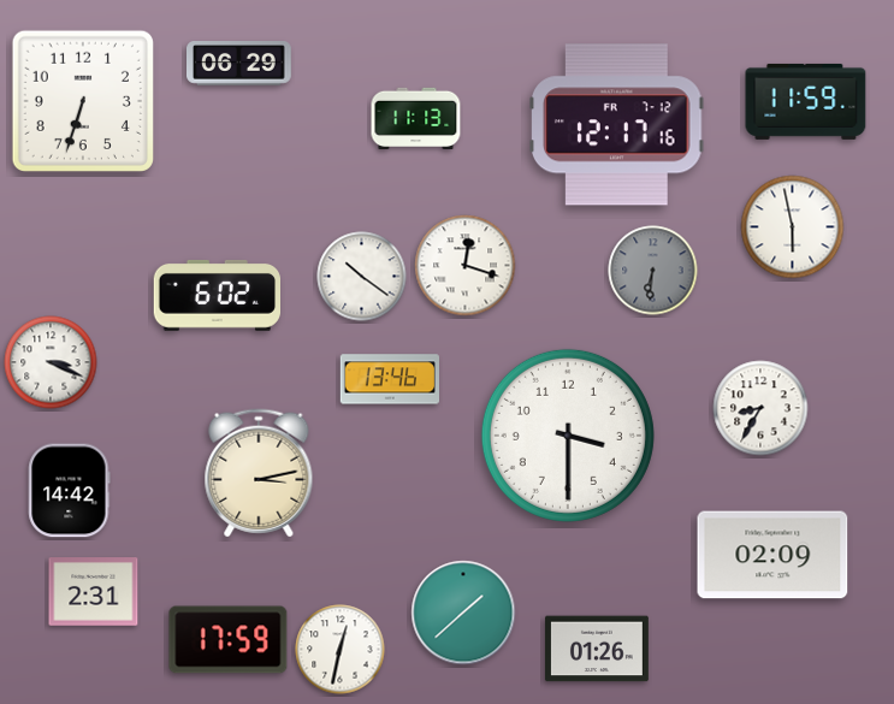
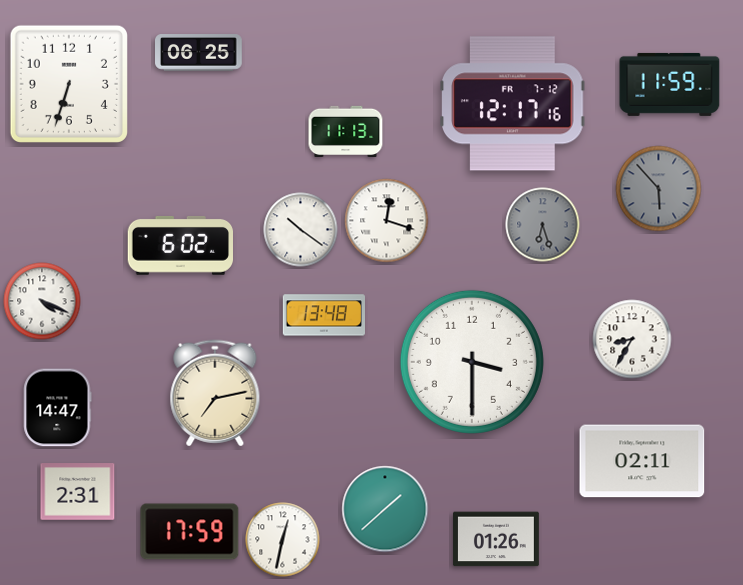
clock at (239, 64): 06:29 -> 06:25
clock at (416, 118) position: (416, 118) -> (346, 131)
clock at (793, 227): 5:58 -> 5:53
clock at (793, 227) dial: white -> grey
clock at (653, 271): 6:31 -> 6:27
clock at (51, 362): 3:19 -> 4:19
clock at (389, 379): 13:46 -> 13:48
clock at (259, 473): 3:13 -> 7:13
clock at (70, 491): 14:42 -> 14:47
clock at (772, 555): 02:09 -> 02:11
